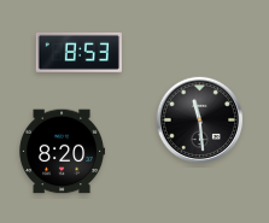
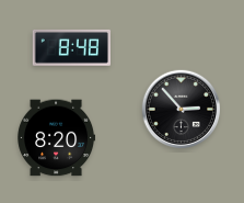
clock at (78, 52): 8:53 -> 8:48
clock at (200, 121): 11:29 -> 2:53
